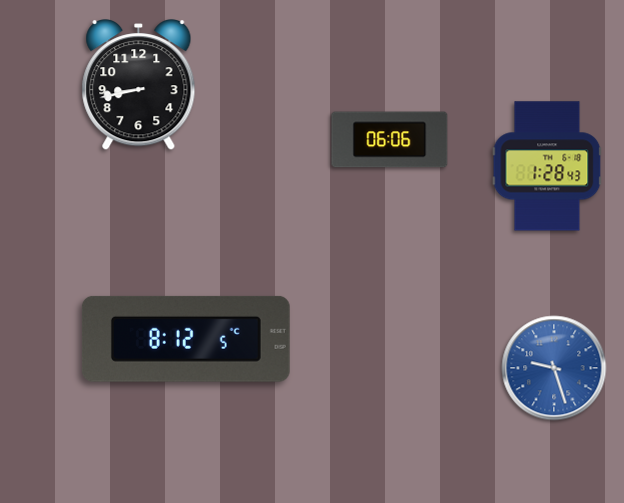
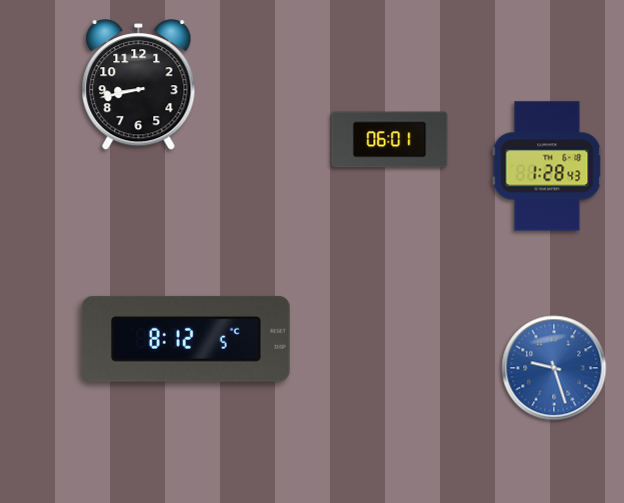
clock at (390, 140): 06:06 -> 06:01
